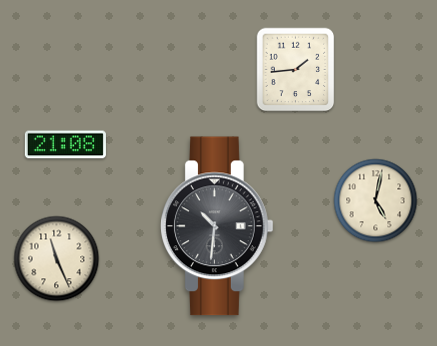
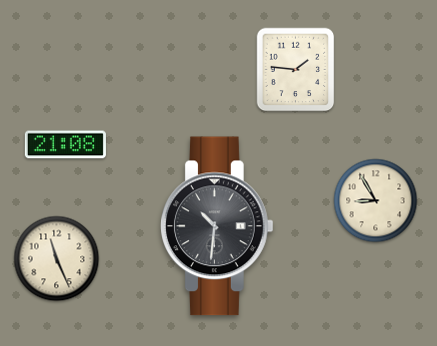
clock at (296, 70): 1:44 -> 1:46
clock at (376, 201): 5:02 -> 8:55
